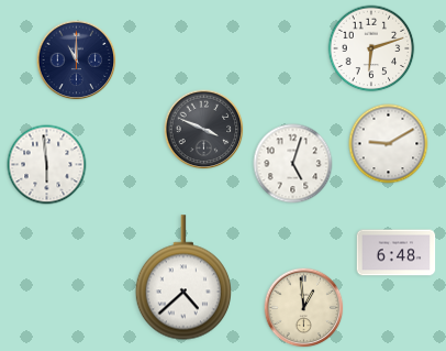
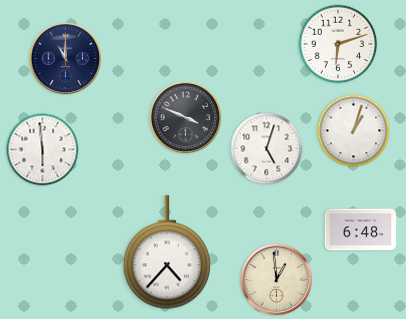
clock at (77, 61) position: (77, 61) -> (66, 59)
clock at (389, 144): 9:10 -> 1:03
clock at (182, 277): 4:38 -> 4:37
